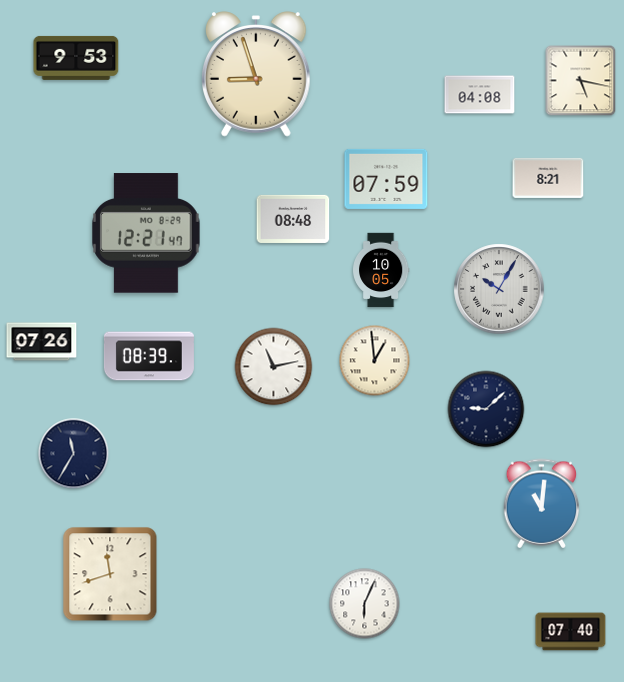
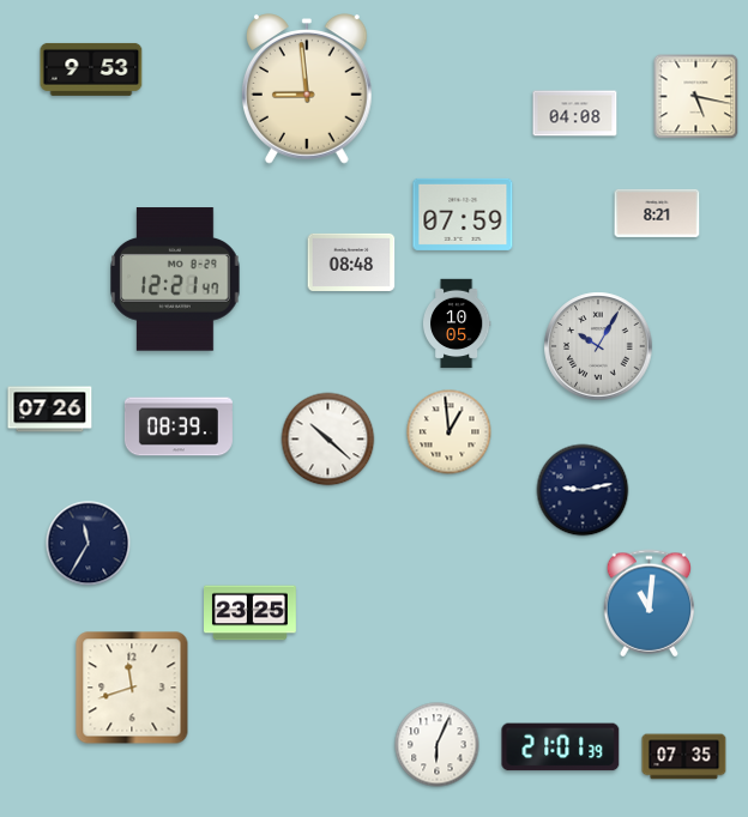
clock at (257, 74): 8:57 -> 8:59
clock at (274, 367): 11:13 -> 10:22
clock at (486, 409): 9:08 -> 9:13
clock at (251, 613): none -> 23:25
clock at (365, 604) position: (365, 604) -> (438, 745)
clock at (561, 748): none -> 21:01
clock at (571, 632): 07:40 -> 07:35
